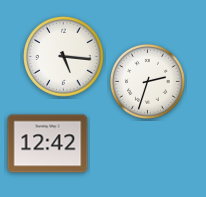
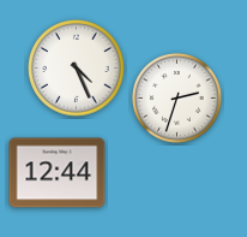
clock at (64, 57): 5:16 -> 4:26
clock at (48, 144): 12:42 -> 12:44
